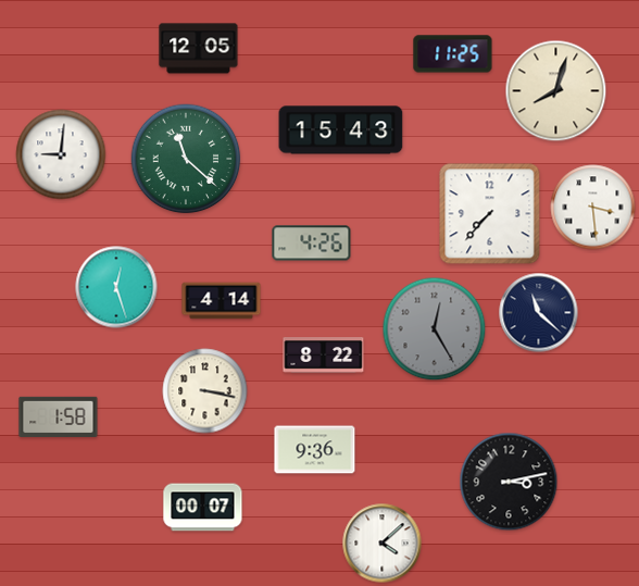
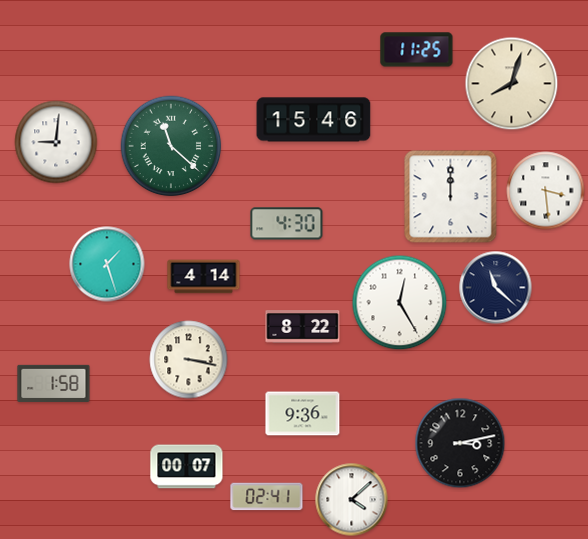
clock at (199, 49): 12:05 -> none
clock at (341, 130): 15:43 -> 15:46
clock at (490, 214): 7:37 -> 12:00
clock at (312, 244): 4:26 -> 4:30
clock at (116, 287): 12:27 -> 1:27
clock at (435, 329) dial: grey -> white
clock at (324, 356) position: (324, 356) -> (303, 327)
clock at (315, 450) position: (315, 450) -> (303, 414)
clock at (509, 482) position: (509, 482) -> (460, 443)
clock at (267, 497): none -> 02:41
